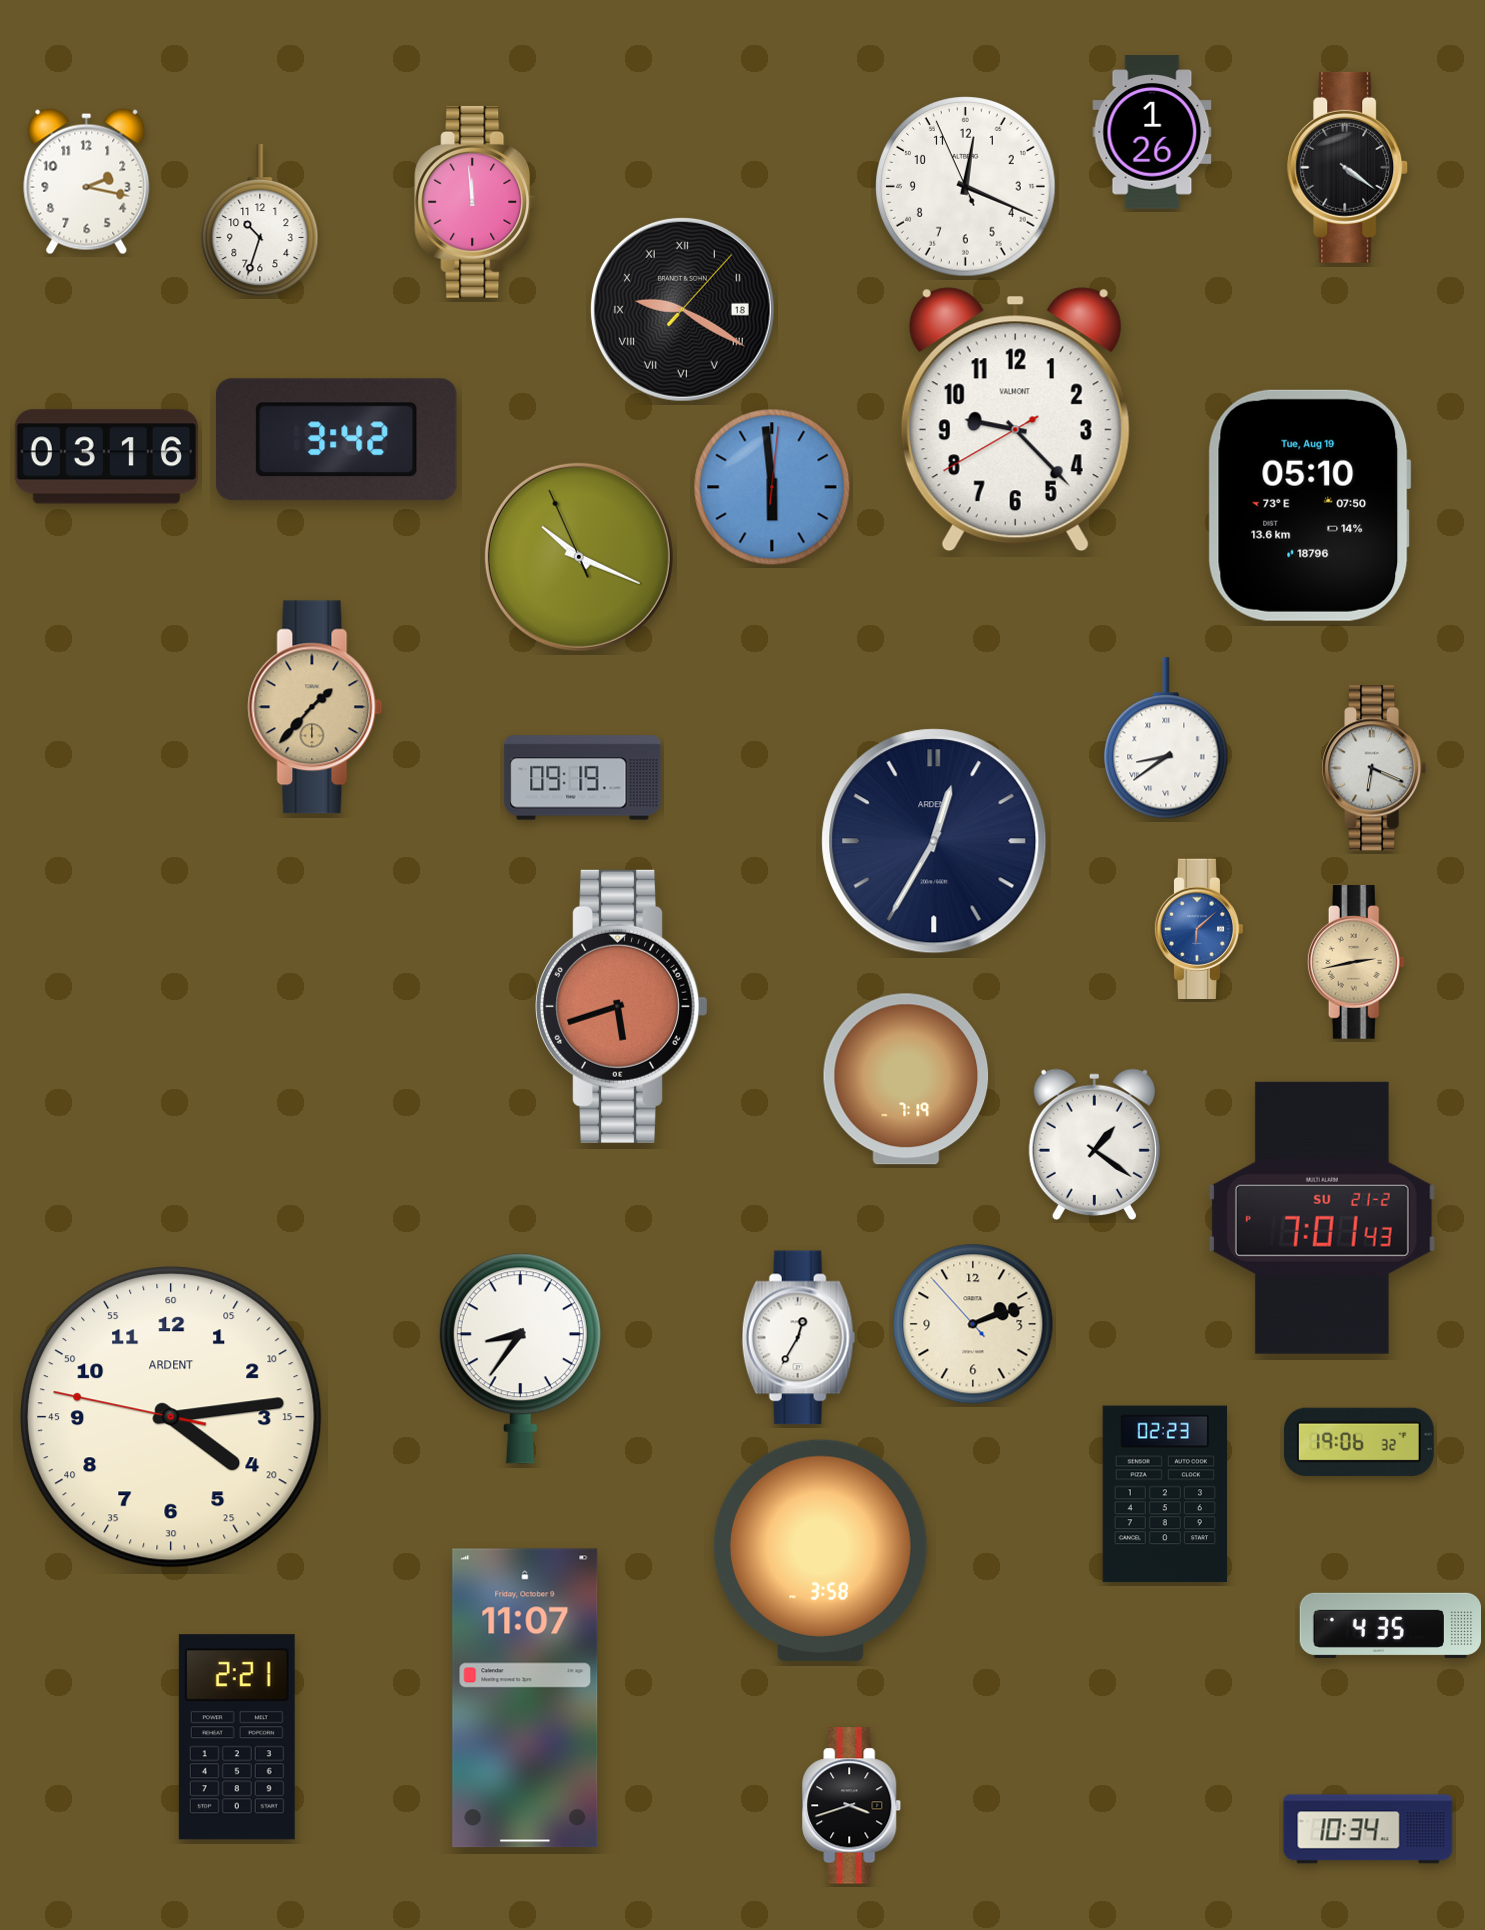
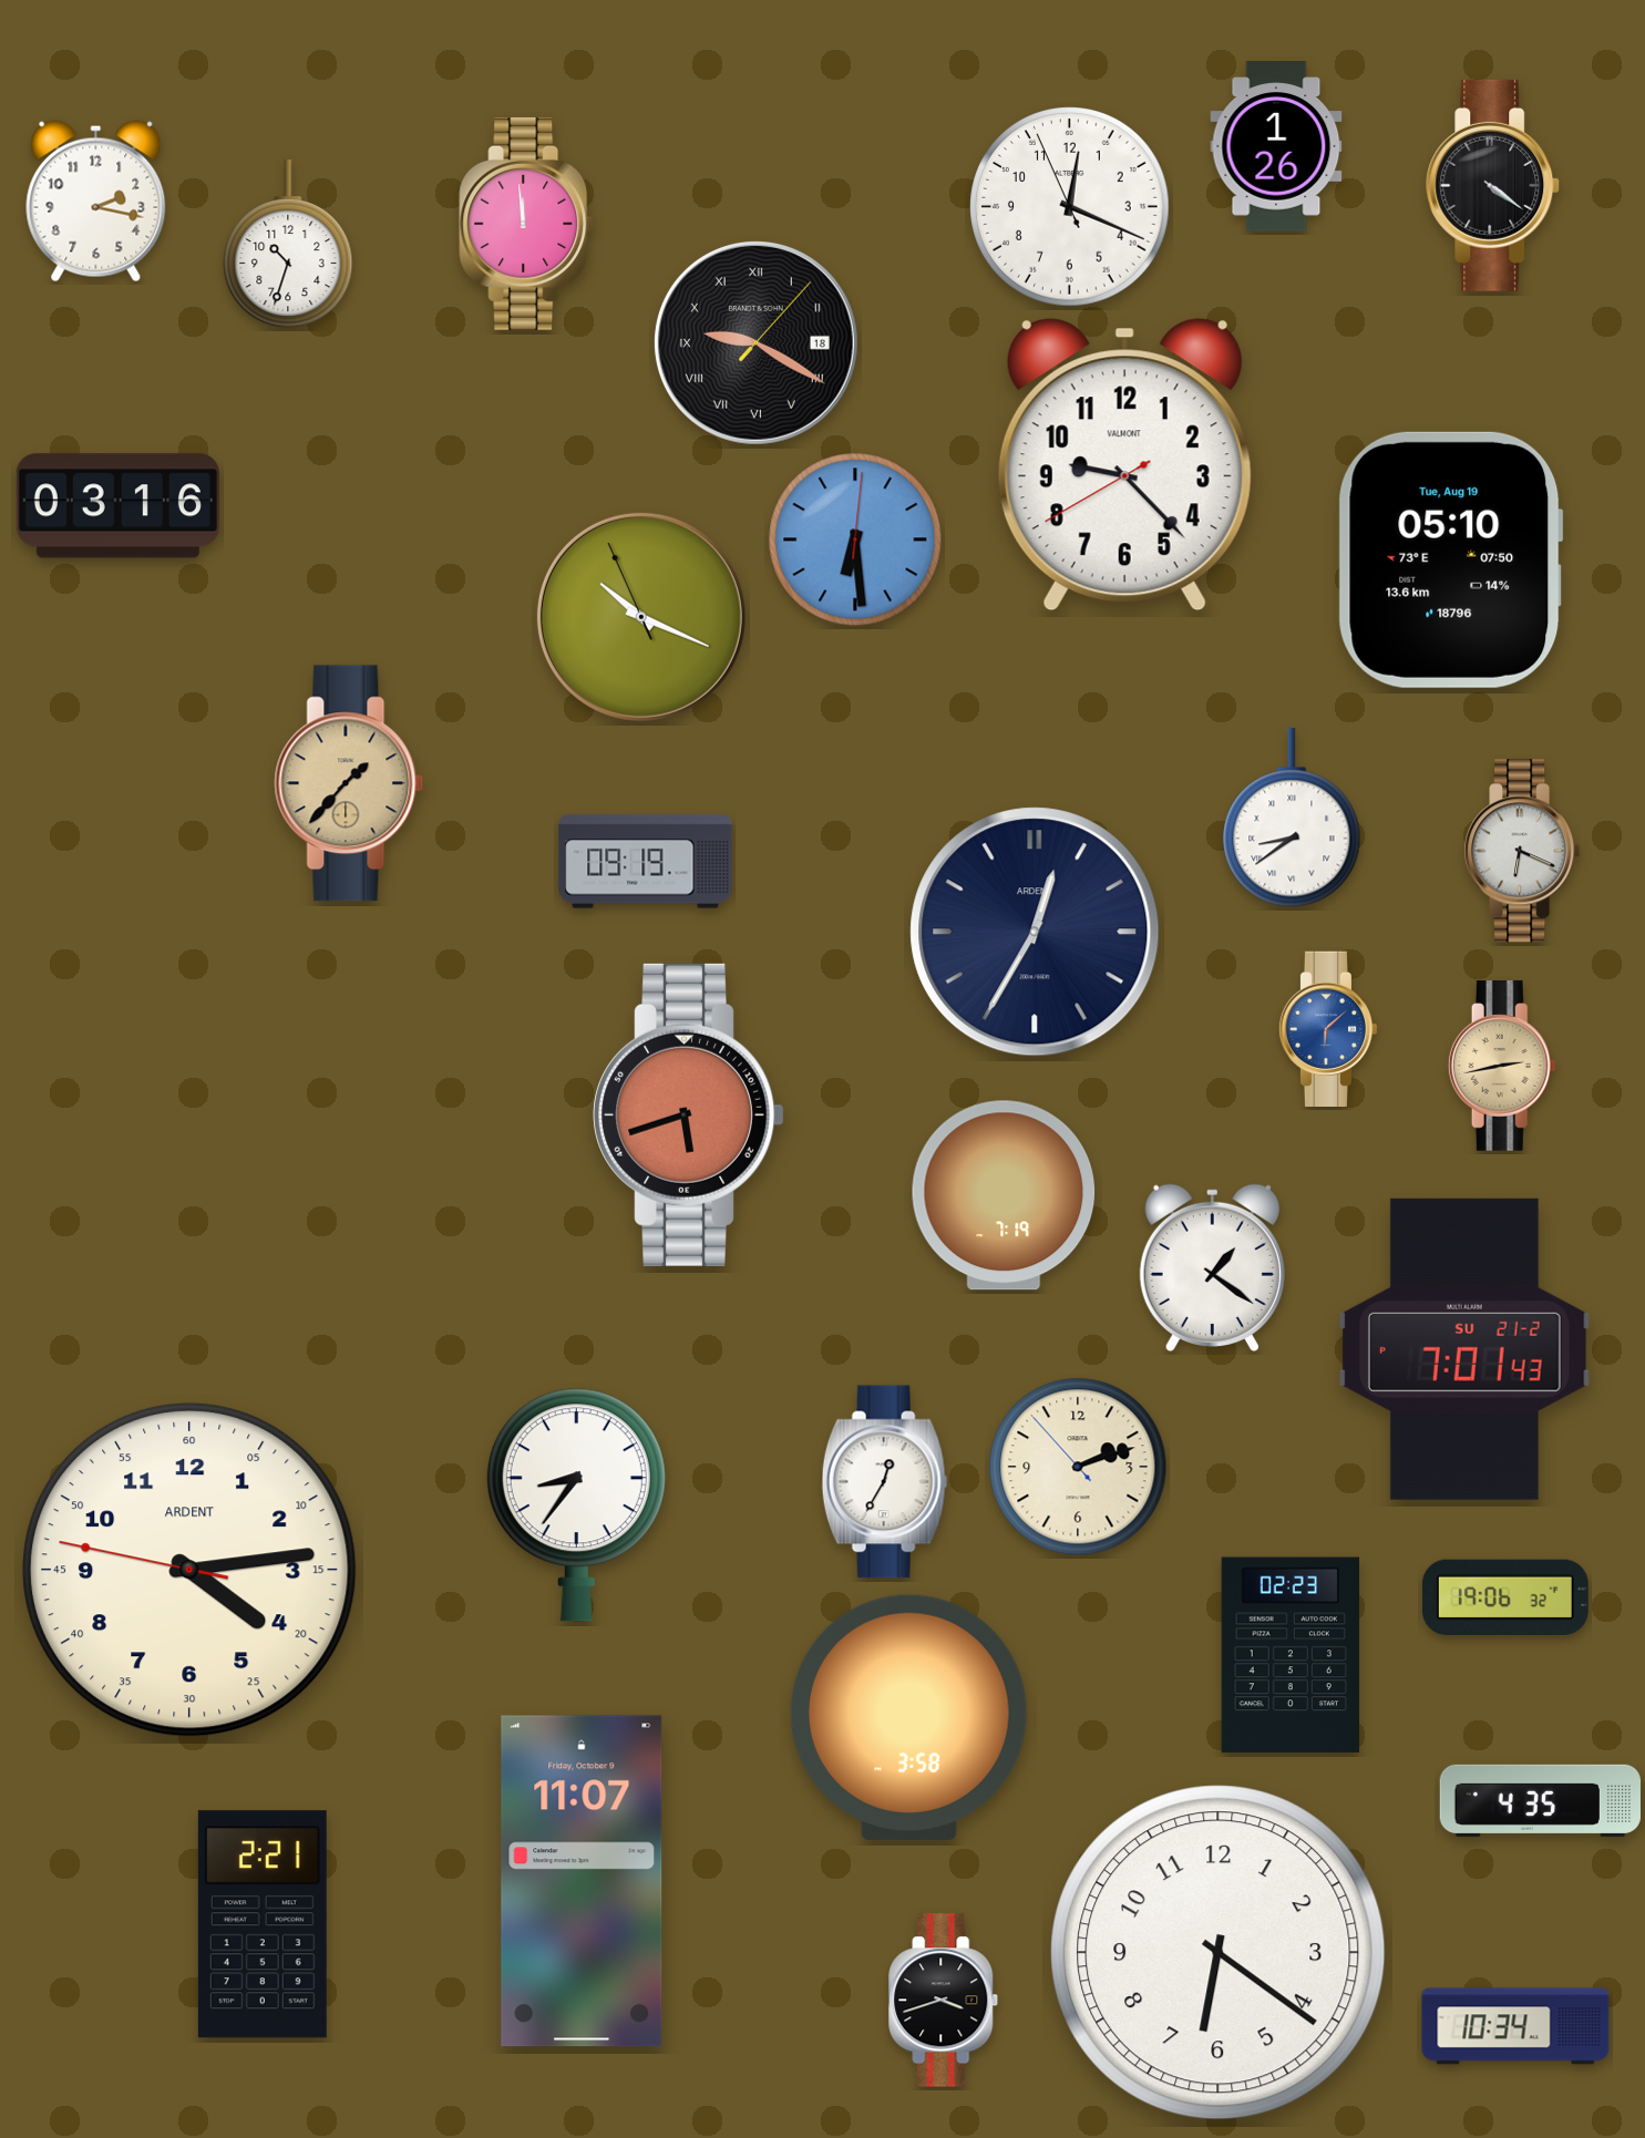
clock at (336, 440): 3:42 -> none
clock at (772, 487): 5:59 -> 6:29
clock at (1219, 1953): none -> 6:21
